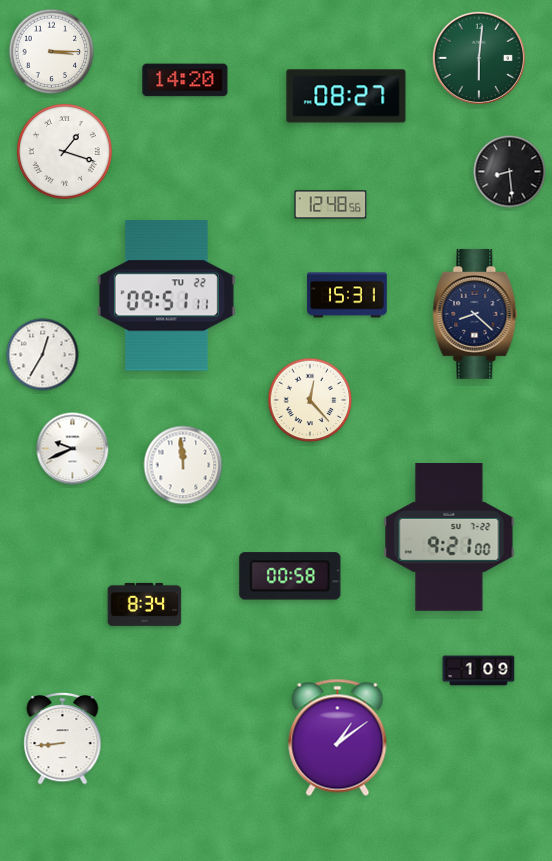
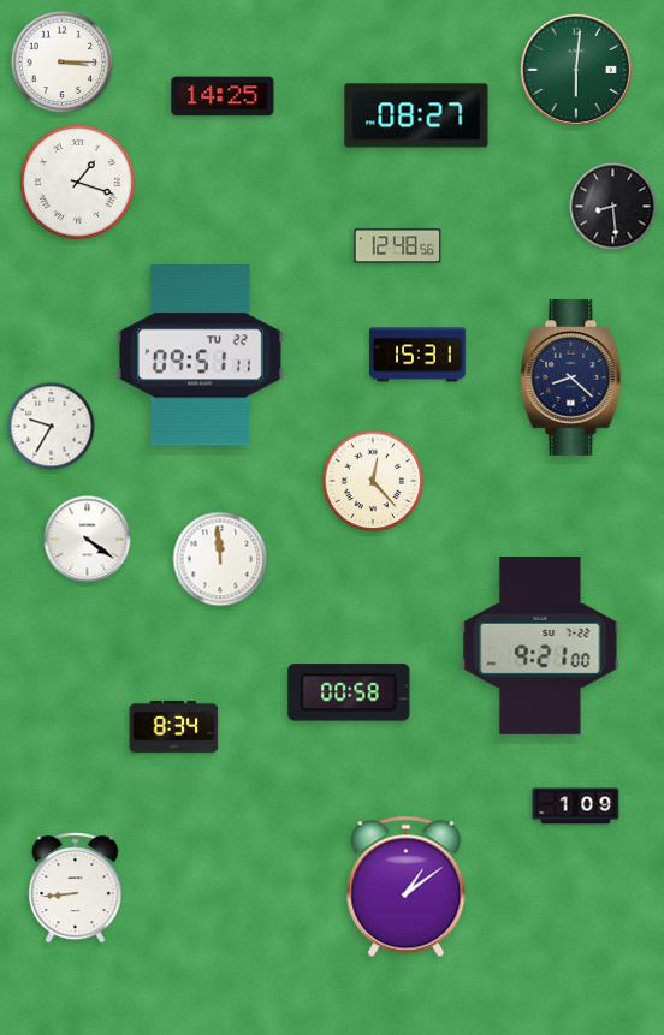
clock at (185, 80): 14:20 -> 14:25
clock at (43, 355): 12:35 -> 9:35
clock at (73, 449): 9:41 -> 4:21
